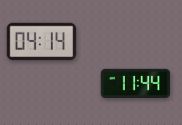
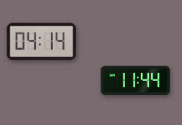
clock at (136, 83) position: (136, 83) -> (136, 80)
